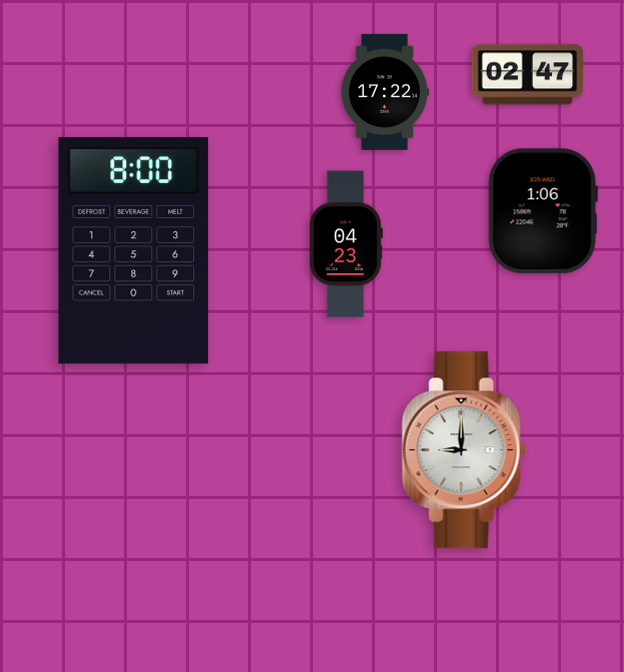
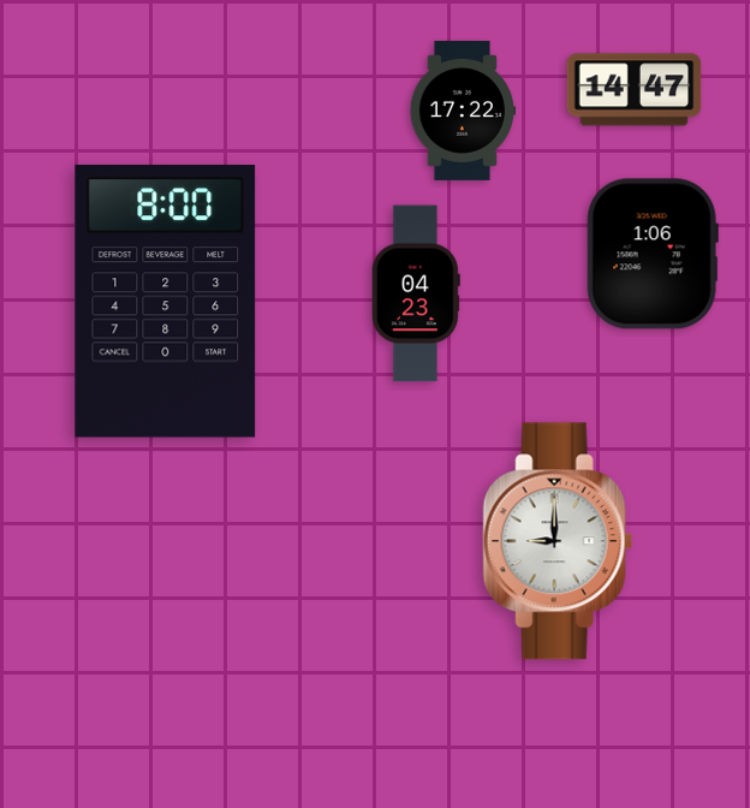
clock at (528, 75): 02:47 -> 14:47
clock at (134, 251) position: (134, 251) -> (166, 302)
